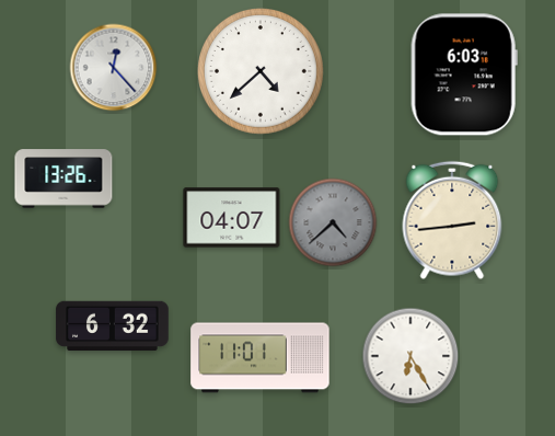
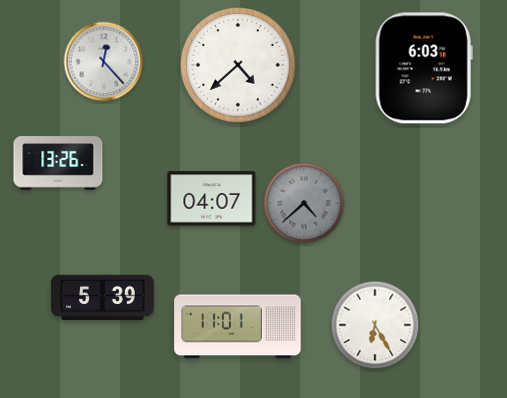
clock at (452, 220): 2:44 -> none
clock at (113, 326): 6:32 -> 5:39
